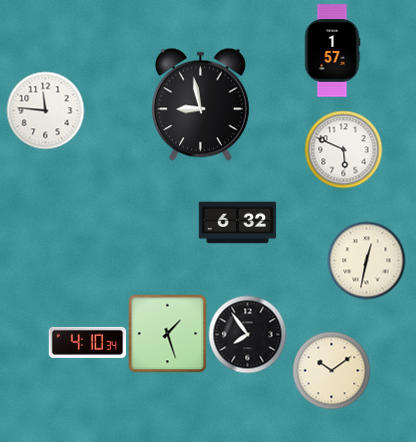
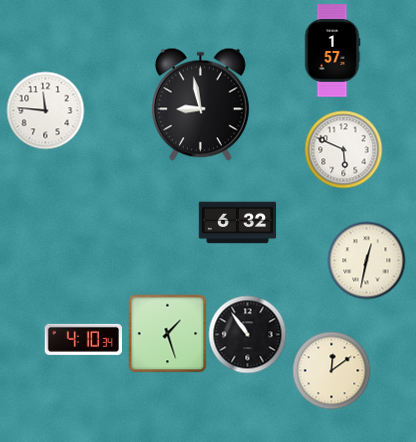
clock at (247, 334): 7:54 -> 10:54
clock at (87, 342) position: (87, 342) -> (83, 339)
clock at (331, 370): 10:09 -> 12:09
